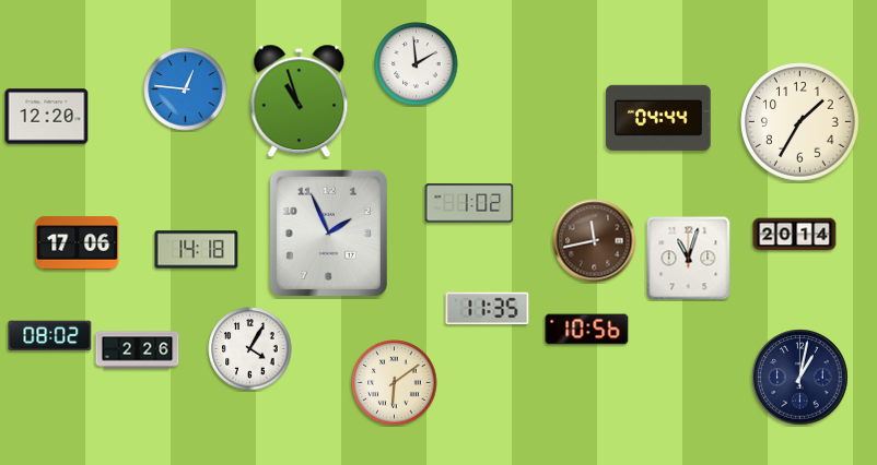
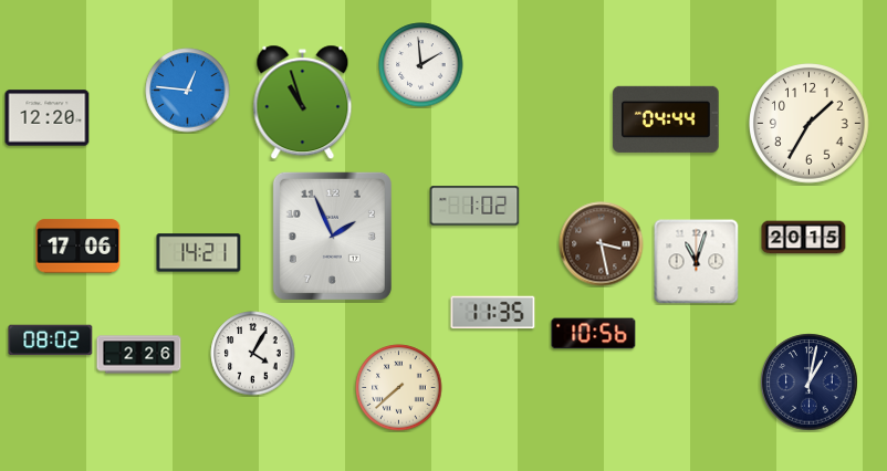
clock at (795, 235): 20:14 -> 20:15
clock at (595, 241): 11:43 -> 3:28
clock at (197, 250): 14:18 -> 14:21
clock at (395, 383): 6:09 -> 7:38
